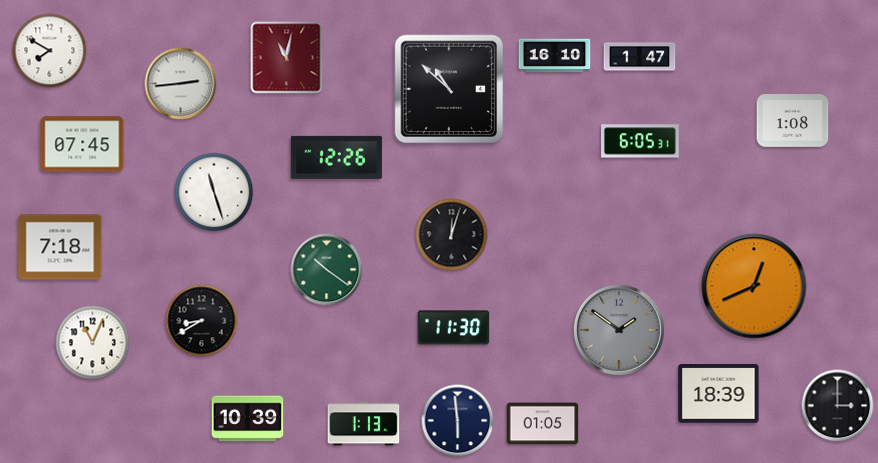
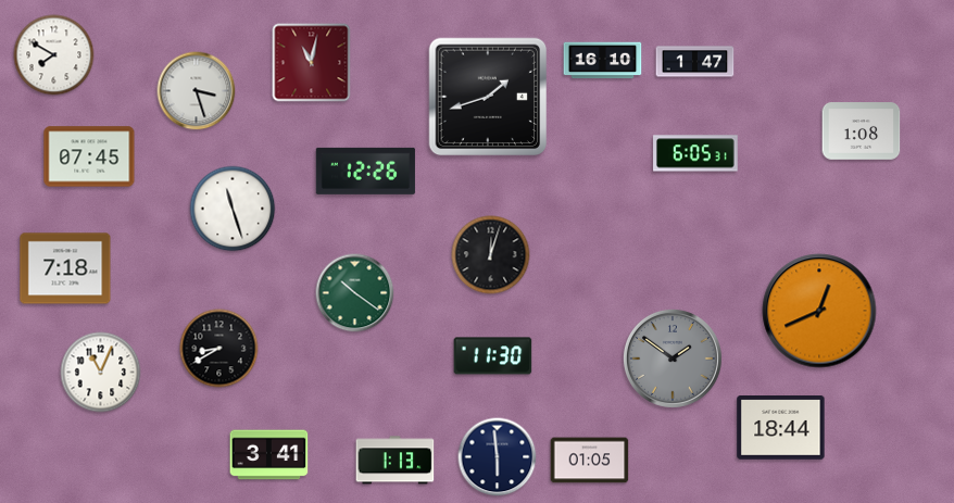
clock at (181, 84): 2:44 -> 3:27
clock at (449, 89): 10:52 -> 1:42
clock at (719, 394): 18:39 -> 18:44
clock at (838, 406): 3:00 -> none
clock at (248, 419): 10:39 -> 3:41
